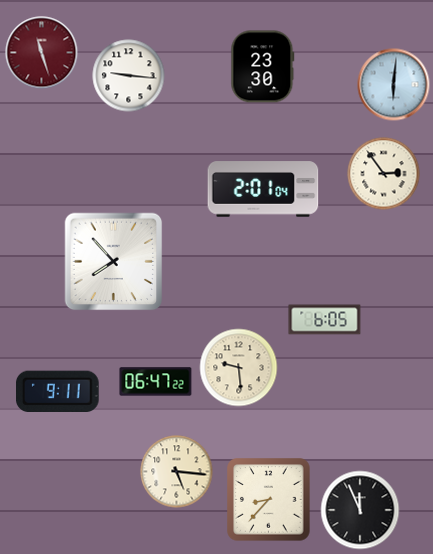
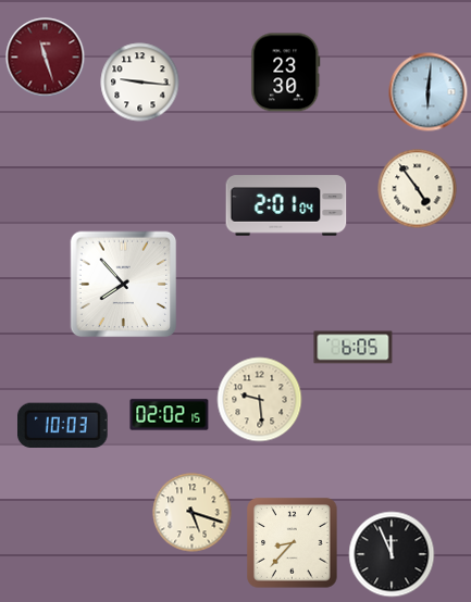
clock at (384, 174): 2:54 -> 4:54
clock at (156, 382): 06:47 -> 02:02
clock at (58, 392): 9:11 -> 10:03
clock at (177, 472): 5:16 -> 5:18
